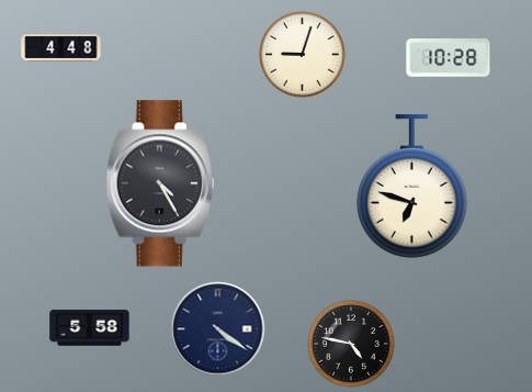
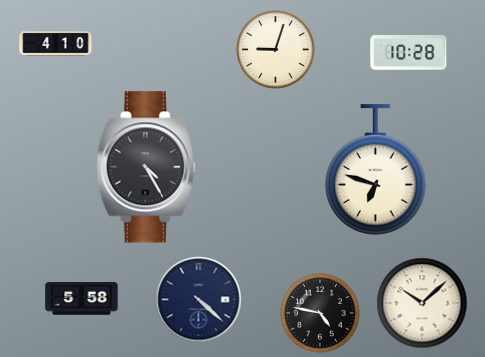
clock at (61, 48): 4:48 -> 4:10
clock at (218, 329): 4:21 -> 4:22
clock at (422, 303): none -> 10:08
